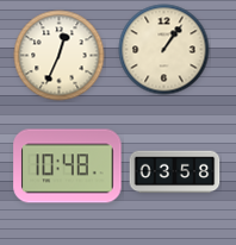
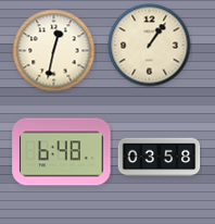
clock at (60, 56): 12:34 -> 12:32
clock at (68, 167): 10:48 -> 6:48
